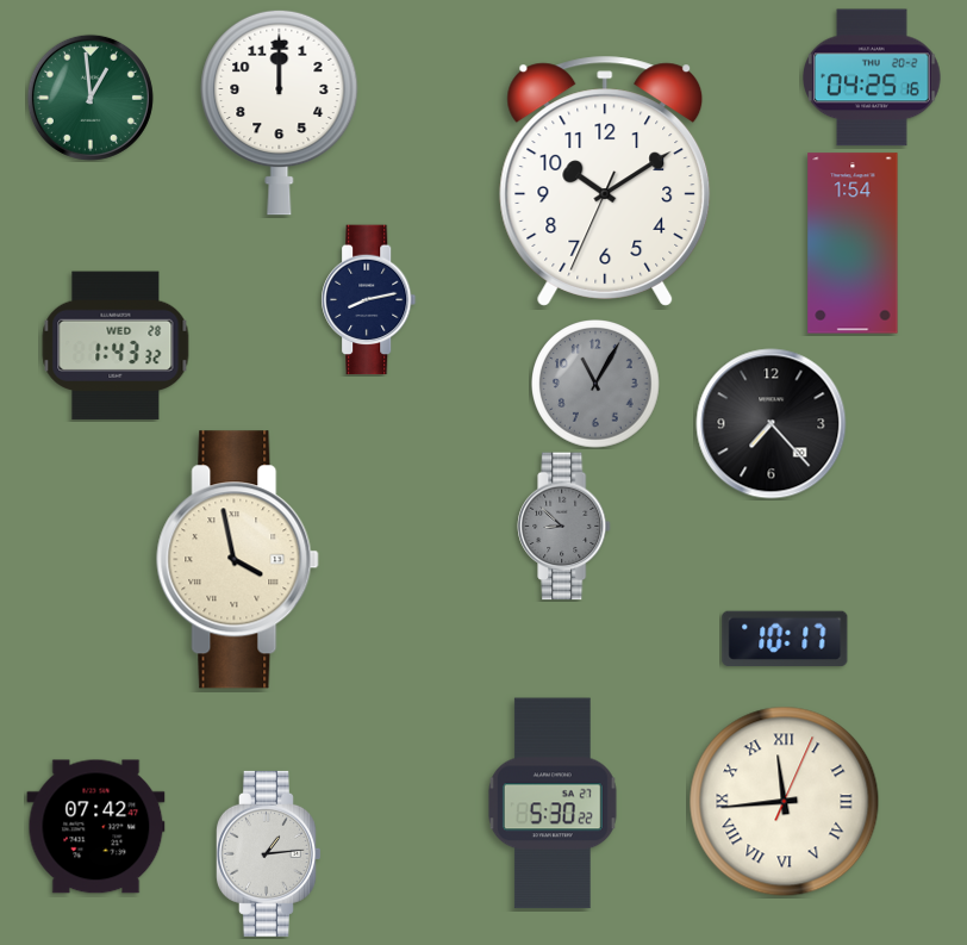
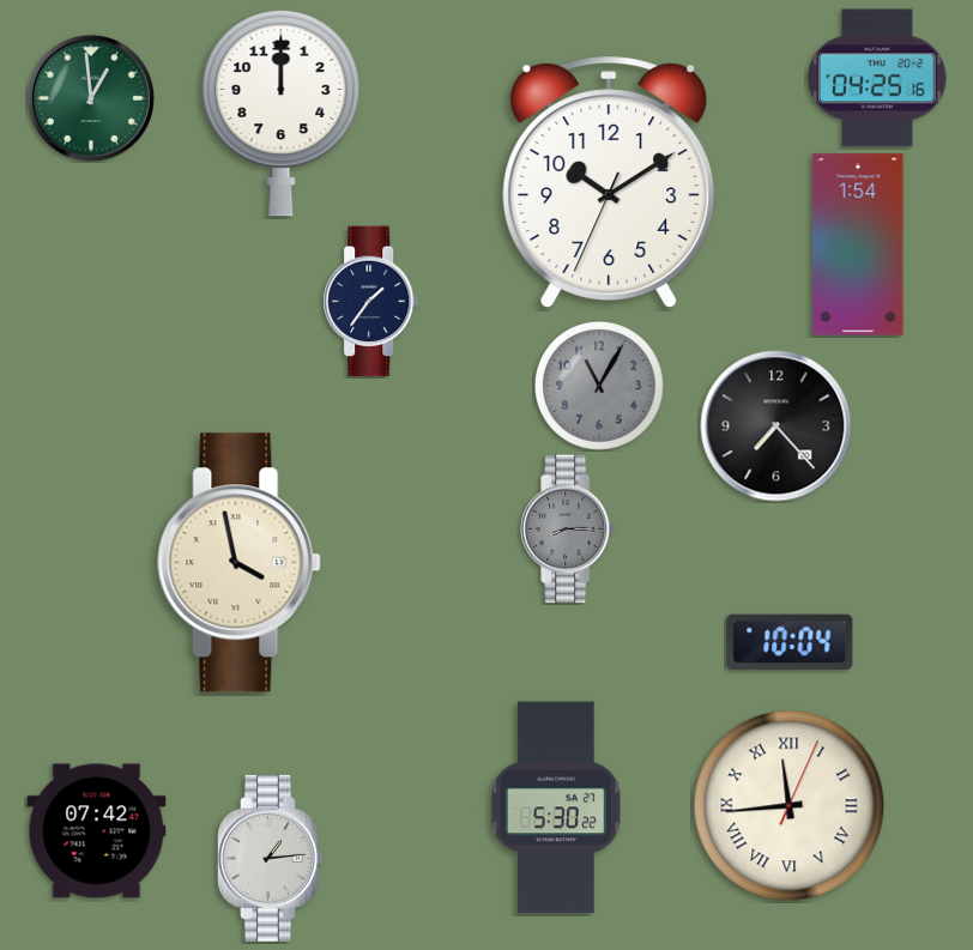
clock at (369, 300): 8:13 -> 1:36
clock at (116, 346): 1:43 -> none
clock at (564, 527): 8:52 -> 8:15
clock at (785, 639): 10:17 -> 10:04
